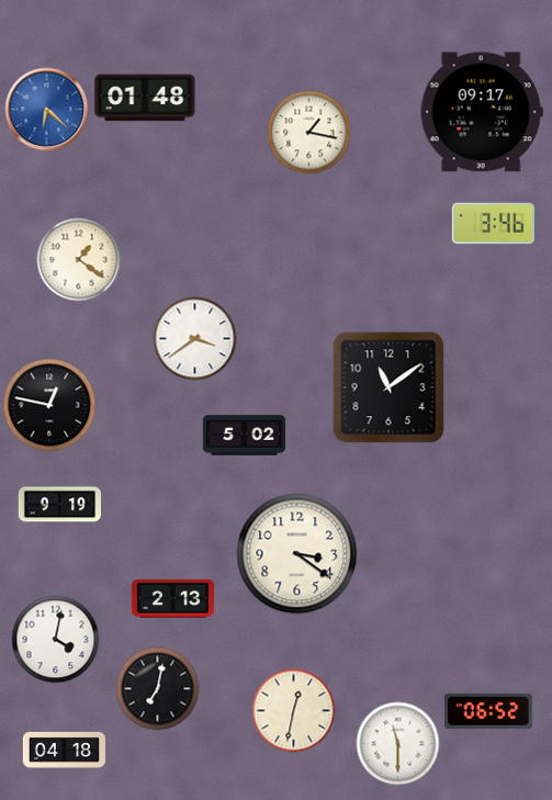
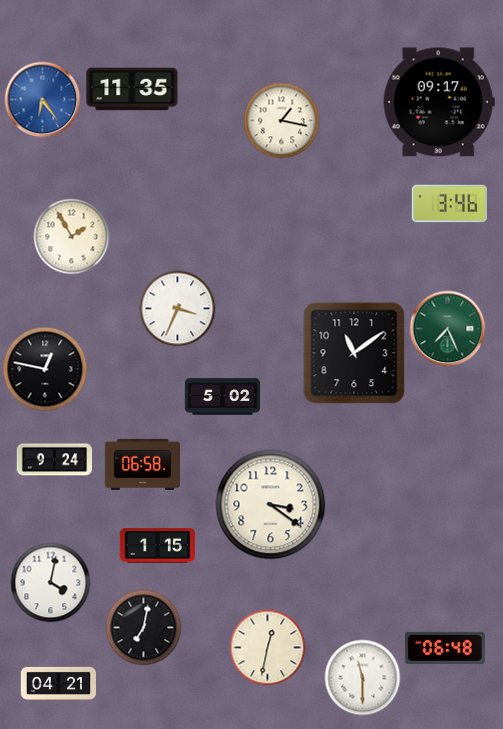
clock at (145, 98): 01:48 -> 11:35
clock at (47, 110): 6:22 -> 6:24
clock at (79, 260): 1:21 -> 1:55
clock at (195, 339): 3:39 -> 3:34
clock at (448, 329): none -> 7:26
clock at (59, 505): 9:19 -> 9:24
clock at (142, 465): none -> 06:58
clock at (172, 598): 2:13 -> 1:15
clock at (488, 711): 06:52 -> 06:48
clock at (64, 750): 04:18 -> 04:21
